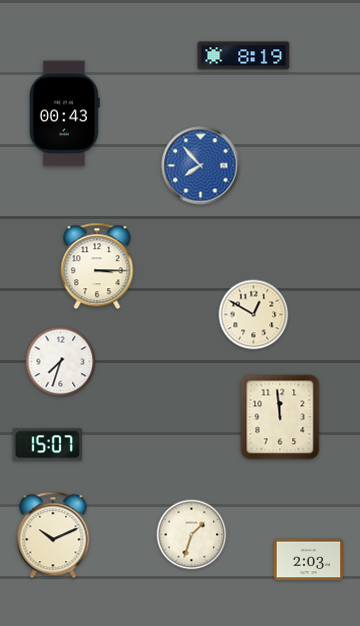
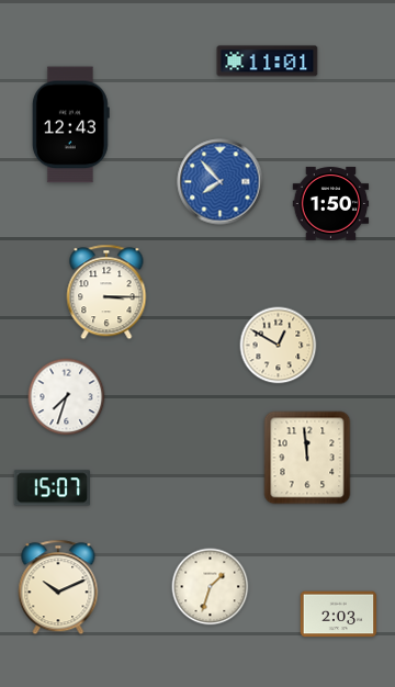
clock at (244, 56): 8:19 -> 11:01
clock at (64, 114): 00:43 -> 12:43
clock at (331, 204): none -> 1:50
